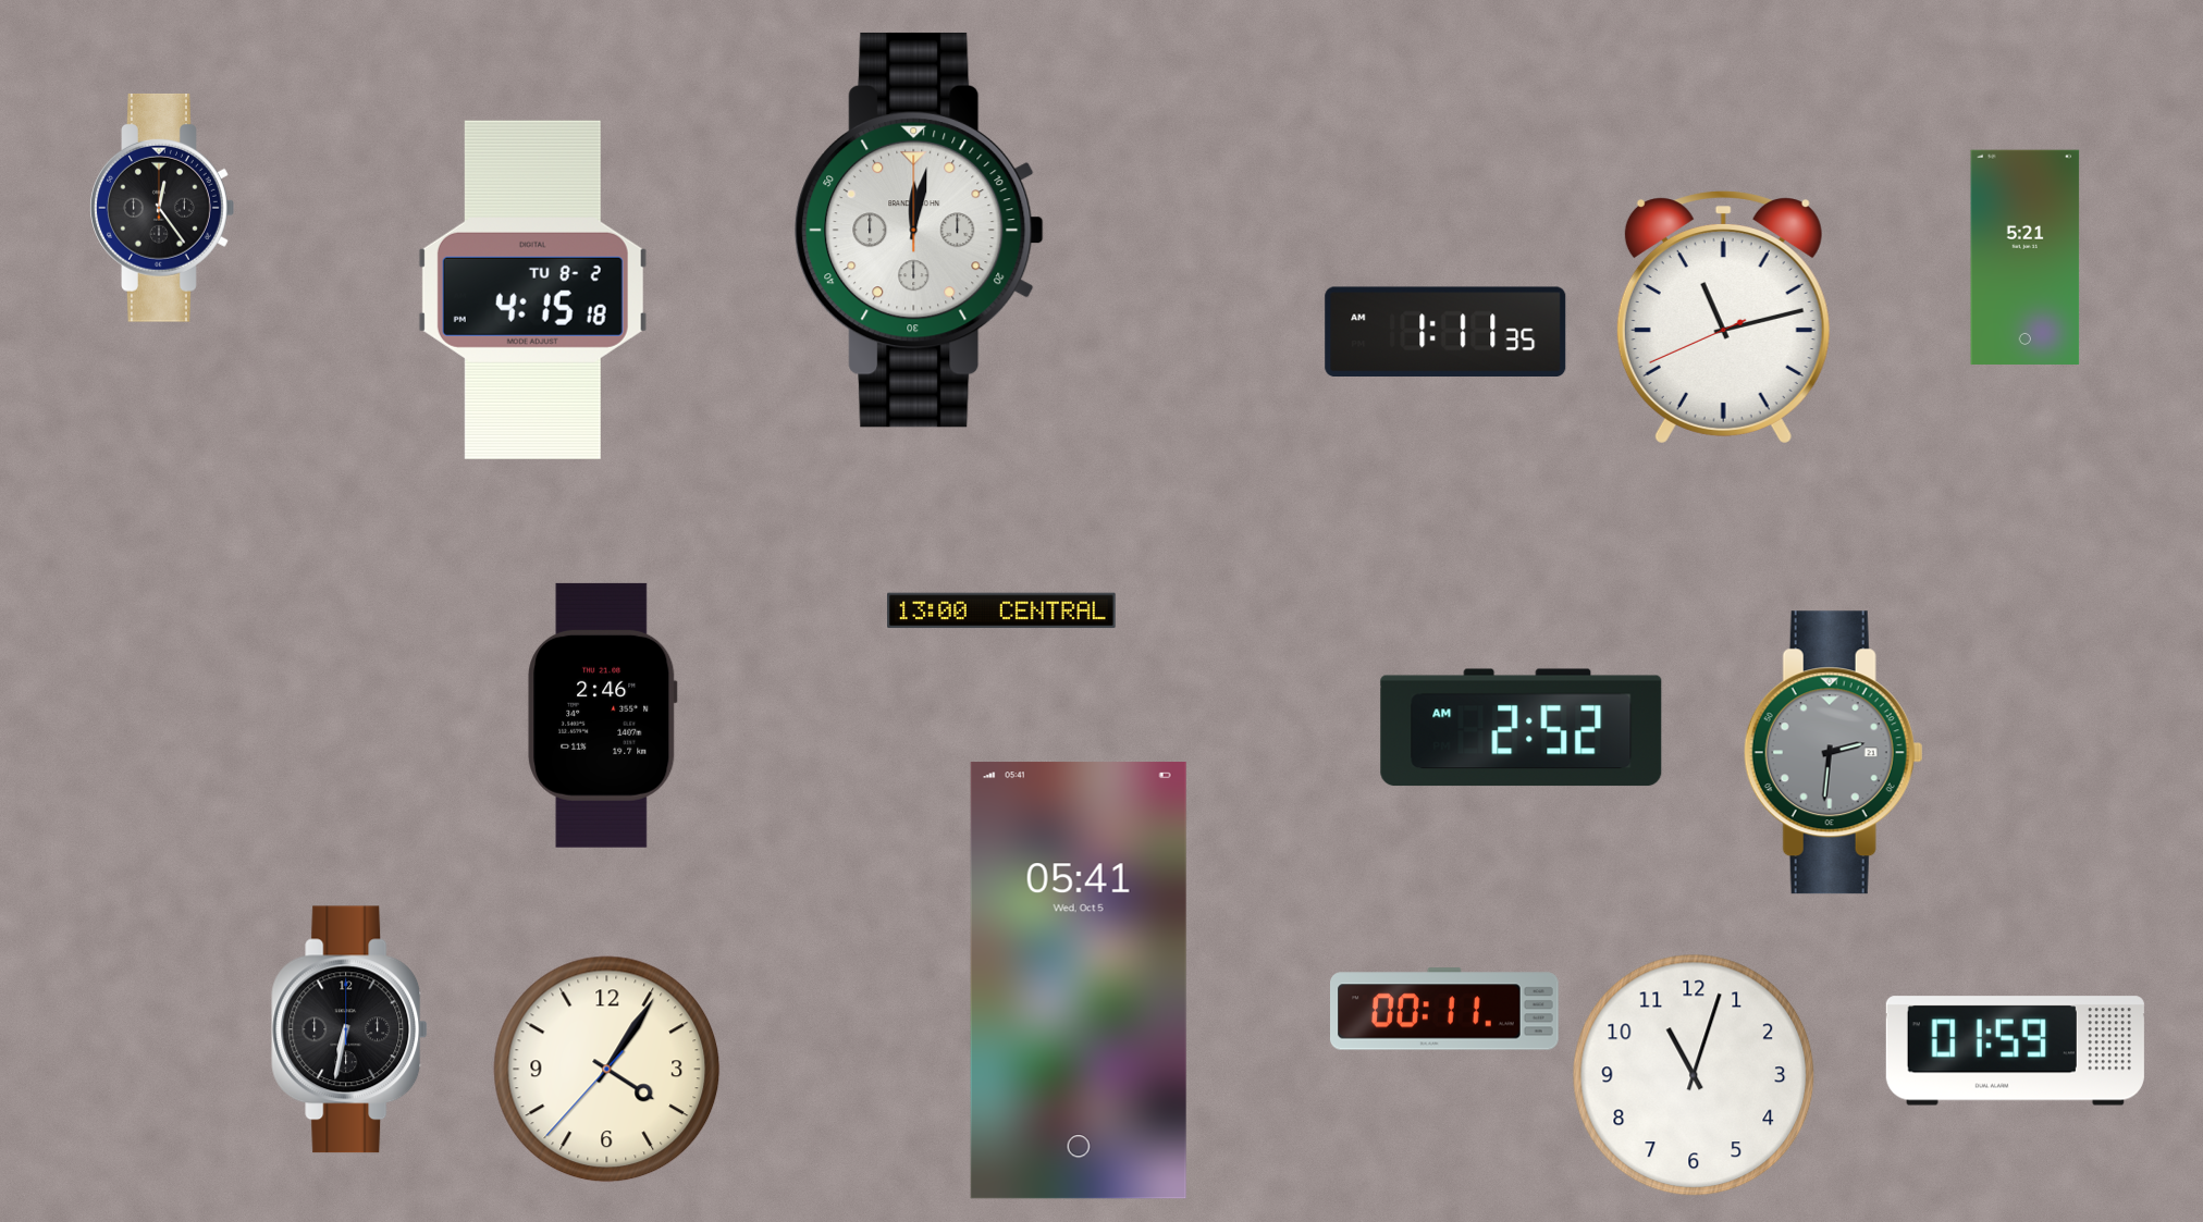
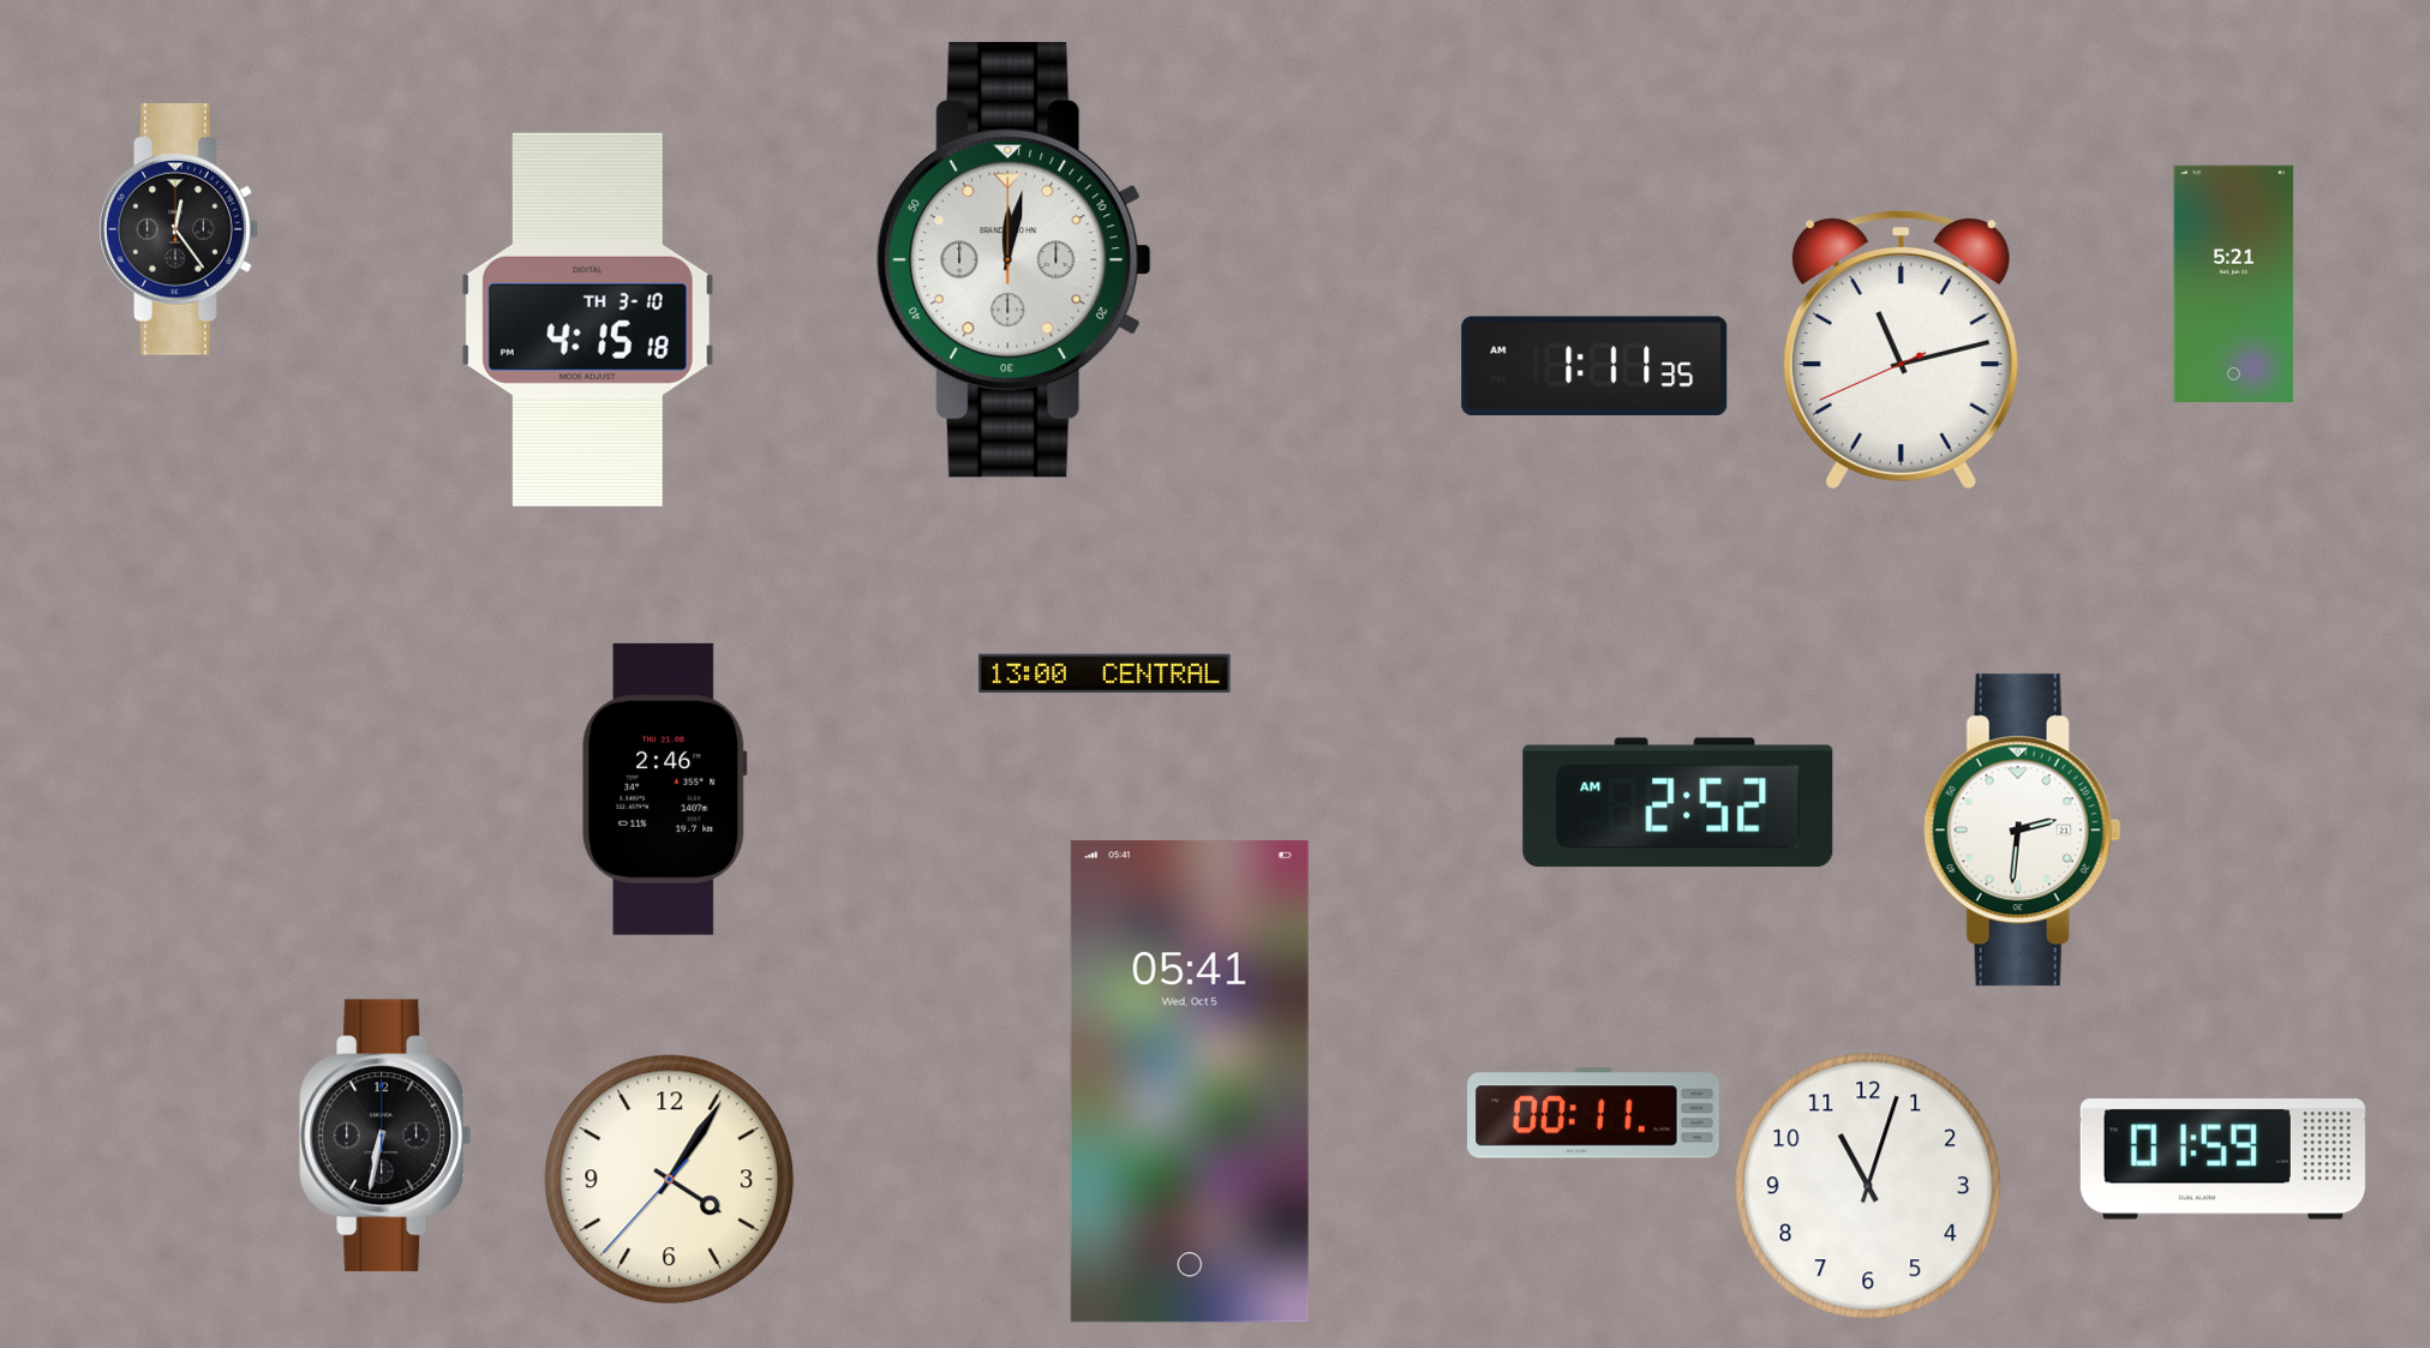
clock at (920, 230) position: (920, 230) -> (1015, 259)
clock at (532, 289) date: TU 8-2 -> TH 3-10
clock at (1833, 753) dial: grey -> white
